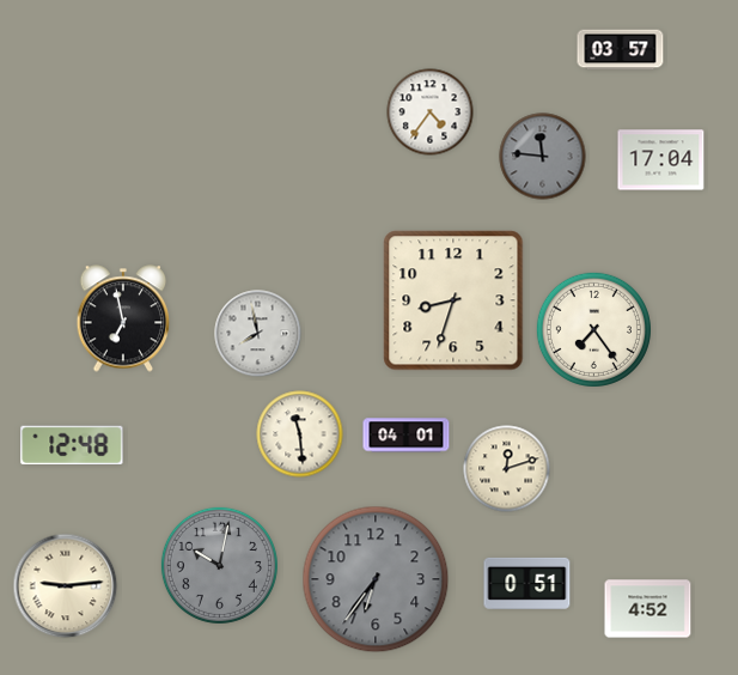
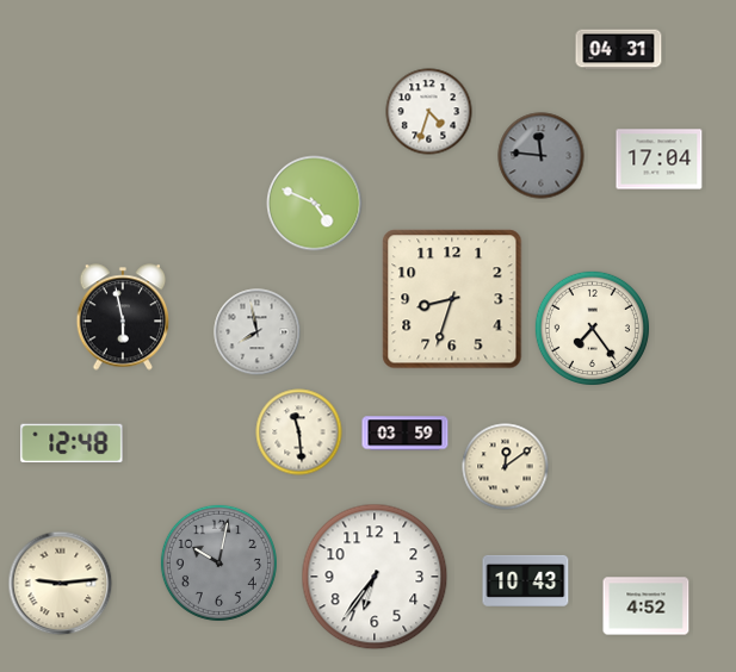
clock at (621, 50): 03:57 -> 04:31
clock at (431, 113): 4:36 -> 4:33
clock at (315, 204): none -> 4:49
clock at (123, 318): 6:58 -> 5:58
clock at (407, 436): 04:01 -> 03:59
clock at (507, 469): 12:12 -> 12:09
clock at (376, 579) dial: grey -> white
clock at (527, 583): 0:51 -> 10:43
clock at (66, 586) position: (66, 586) -> (61, 584)
